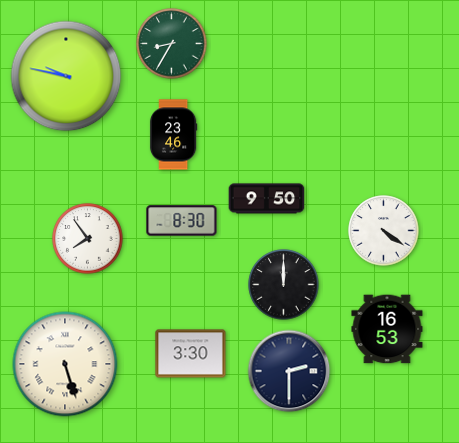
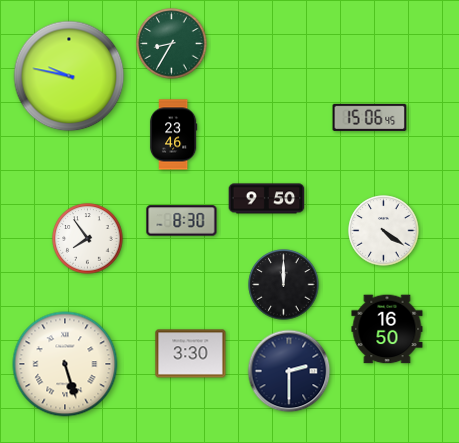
clock at (66, 76) position: (66, 76) -> (69, 76)
clock at (370, 117): none -> 15:06
clock at (387, 329): 16:53 -> 16:50
